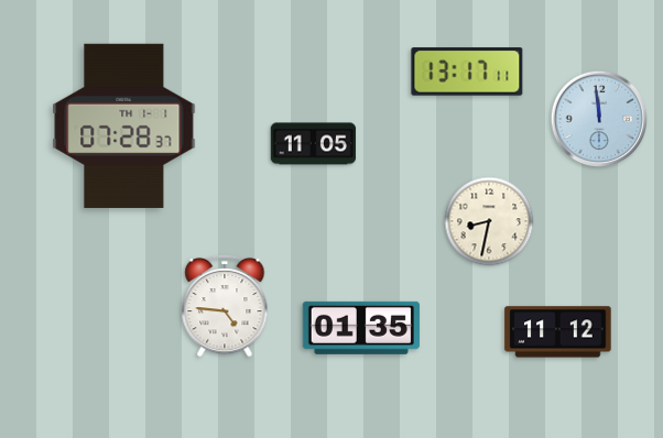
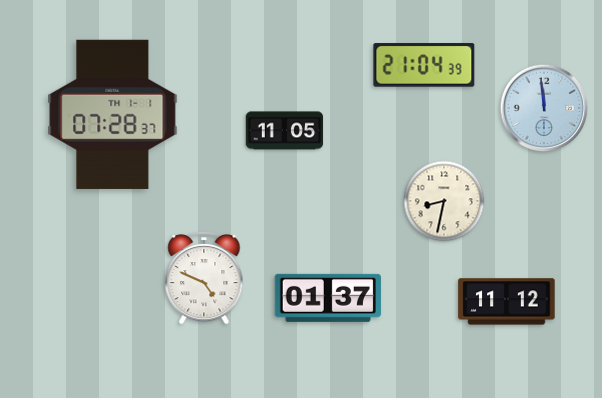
clock at (467, 72): 13:17 -> 21:04
clock at (225, 306): 4:46 -> 4:49
clock at (361, 328): 01:35 -> 01:37
